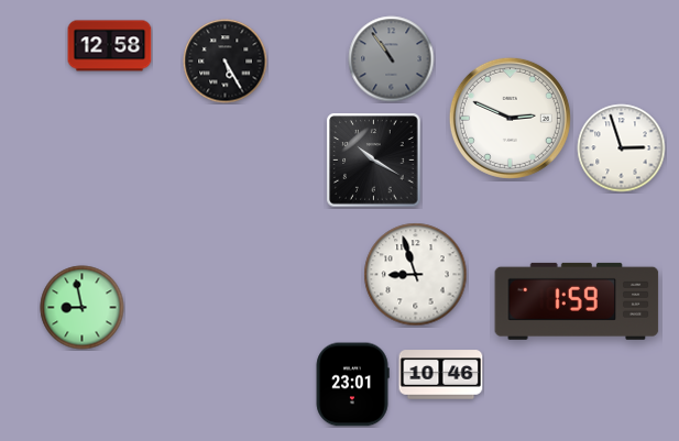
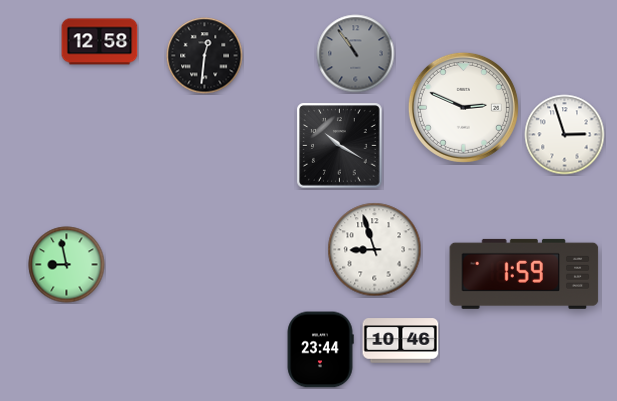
clock at (226, 62): 5:25 -> 12:31
clock at (416, 275) position: (416, 275) -> (375, 250)
clock at (83, 308) position: (83, 308) -> (67, 265)
clock at (352, 385): 23:01 -> 23:44
